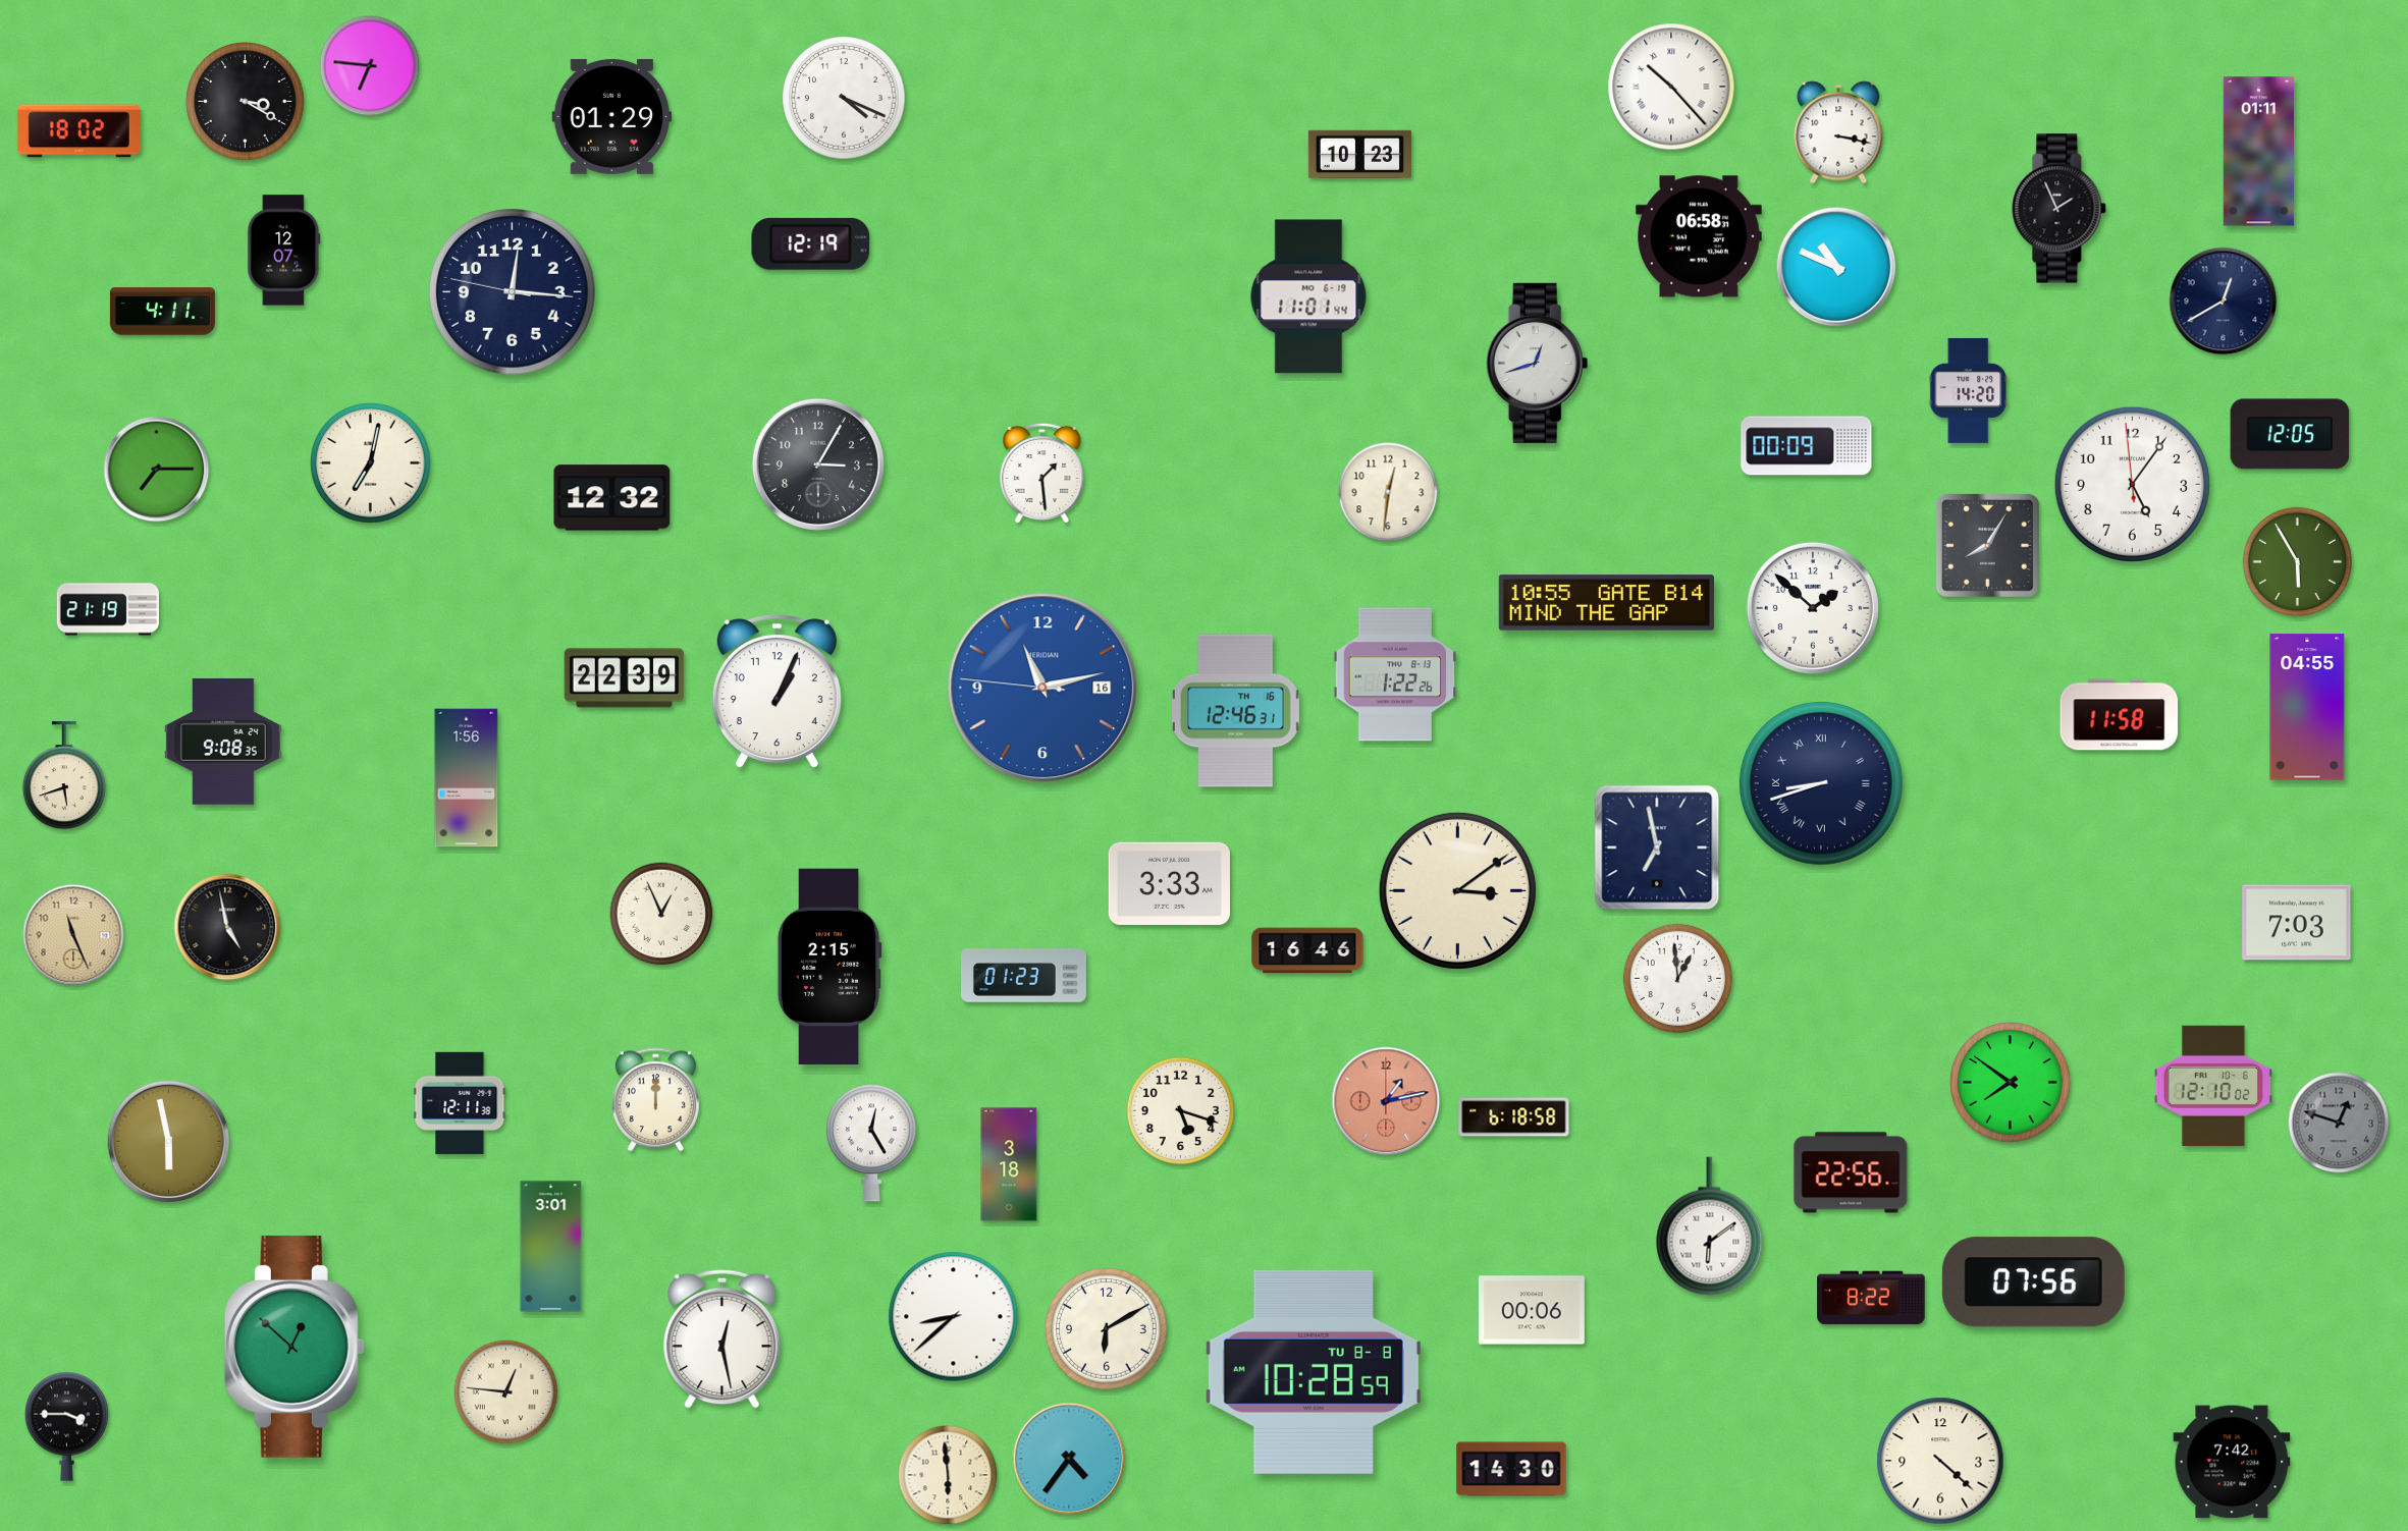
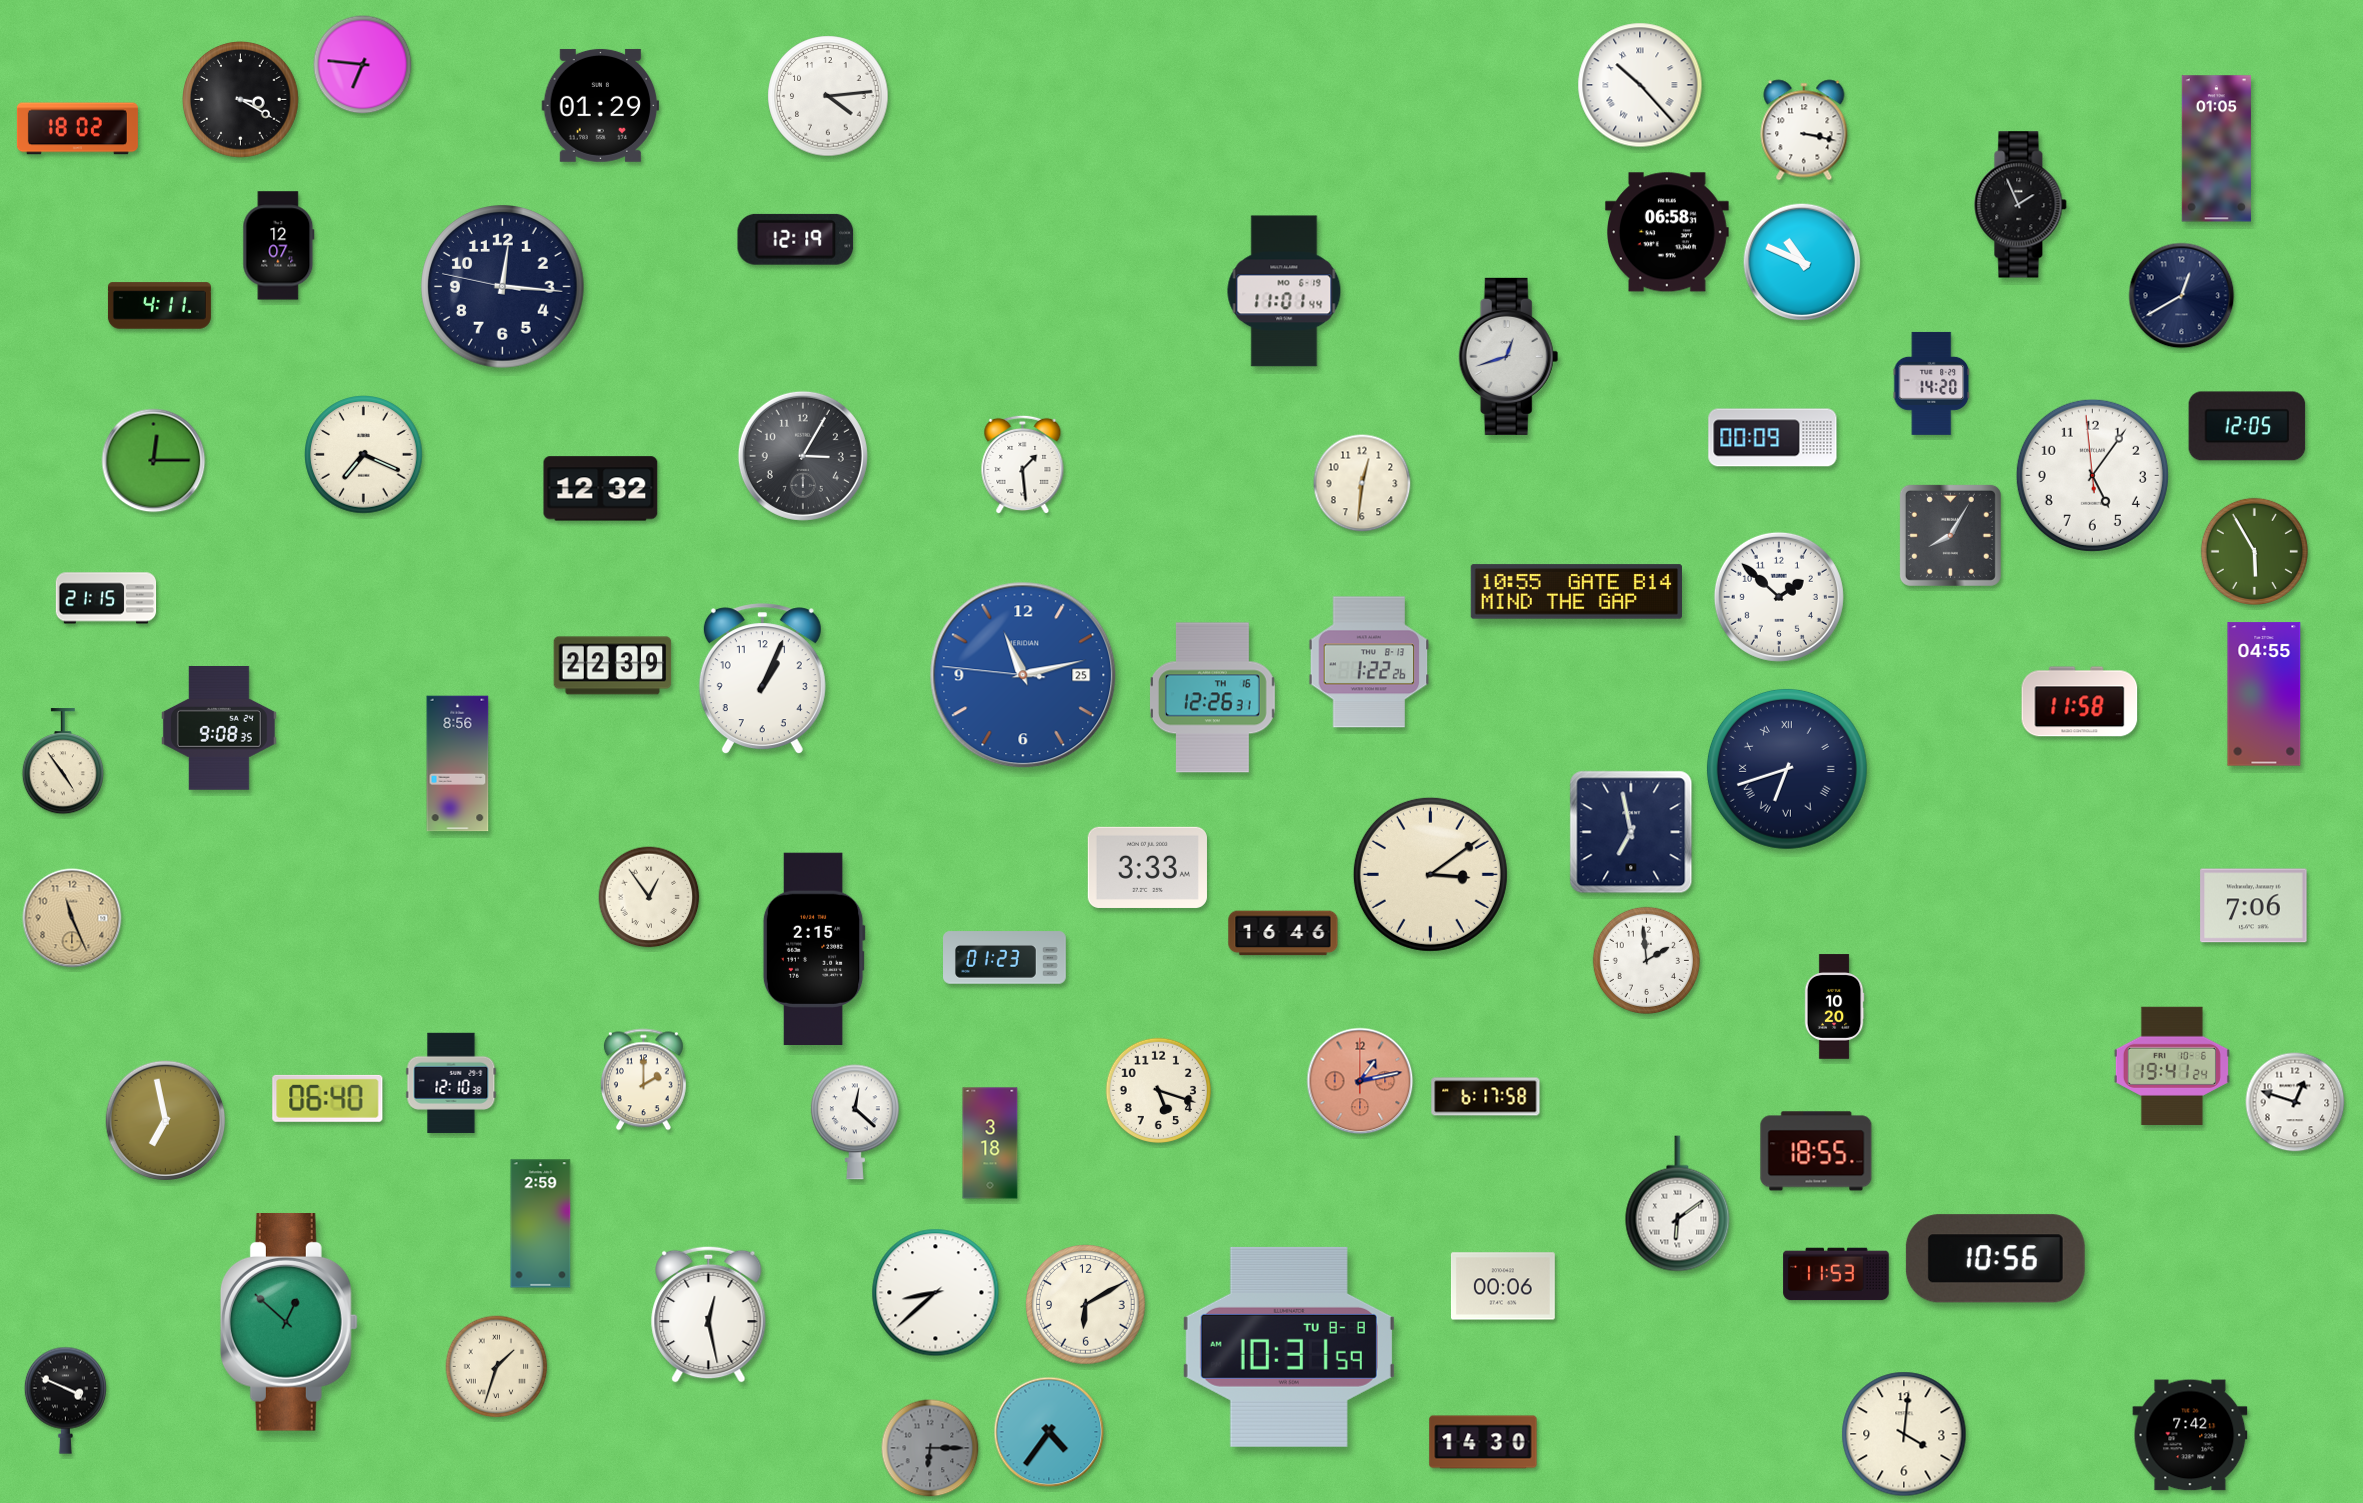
clock at (844, 98): 4:19 -> 4:14
clock at (612, 116) position: (612, 116) -> (601, 105)
clock at (2258, 152): 01:11 -> 01:05
clock at (1359, 154): 10:23 -> none
clock at (371, 463): 7:02 -> 7:19
clock at (157, 470): 7:15 -> 12:15
clock at (108, 609): 21:19 -> 21:15
clock at (1042, 688) date: 16 -> 25
clock at (1235, 711): 12:46 -> 12:26
clock at (64, 776): 5:42 -> 4:54
clock at (467, 778): 1:56 -> 8:56
clock at (1821, 783): 8:42 -> 6:42
clock at (1657, 847) position: (1657, 847) -> (1631, 832)
clock at (661, 914): 12:56 -> 12:54
clock at (2297, 923): 7:03 -> 7:06
clock at (227, 927): 4:58 -> none
clock at (1677, 978): 12:59 -> 1:59
clock at (1834, 1007): none -> 10:20
clock at (2011, 1083): 7:51 -> none
clock at (2213, 1086): 12:10 -> 19:41
clock at (655, 1100): 12:00 -> 2:00
clock at (460, 1103): 12:11 -> 12:10
clock at (1514, 1117): 6:18 -> 6:17
clock at (328, 1098): none -> 06:40
clock at (2339, 1123) dial: grey -> white
clock at (168, 1141): 5:58 -> 6:58
clock at (871, 1143): 12:25 -> 12:22
clock at (1851, 1172): 22:56 -> 18:55
clock at (551, 1247): 3:01 -> 2:59
clock at (2033, 1282): 07:56 -> 10:56
clock at (1871, 1298): 8:22 -> 11:53
clock at (1314, 1372): 10:28 -> 10:31
clock at (506, 1392): 12:46 -> 1:33
clock at (66, 1426): 3:45 -> 3:49
clock at (1940, 1461): 4:22 -> 4:01
clock at (948, 1475): 5:59 -> 6:15
clock at (948, 1475) dial: cream -> grey
